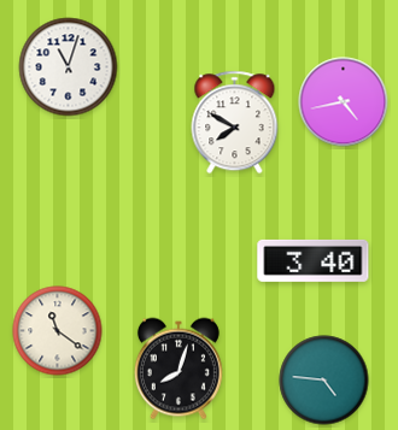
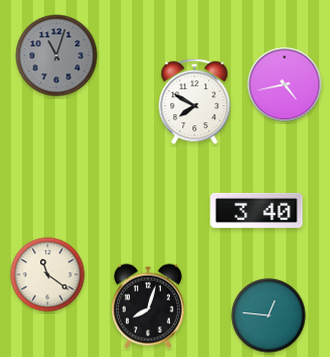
clock at (69, 67) dial: white -> grey
clock at (314, 260) position: (314, 260) -> (257, 210)
clock at (324, 381): 4:46 -> 12:46
